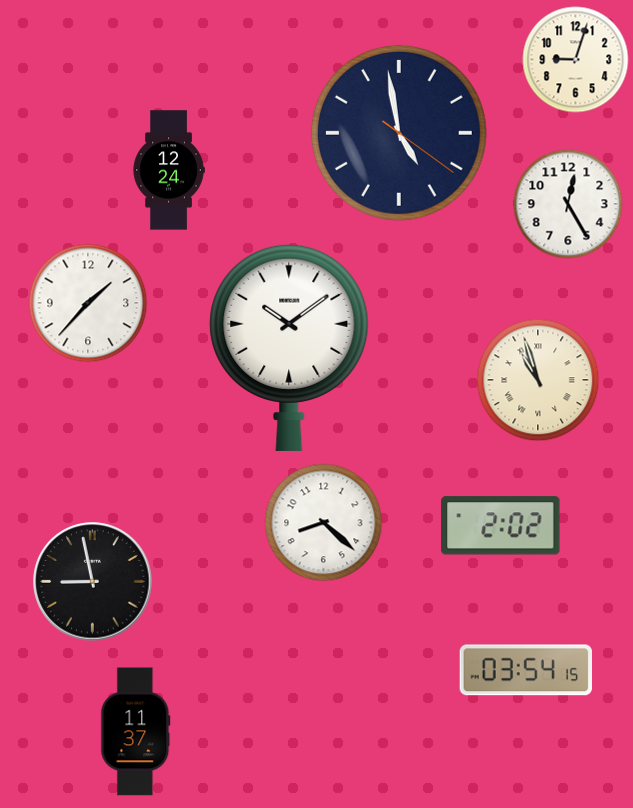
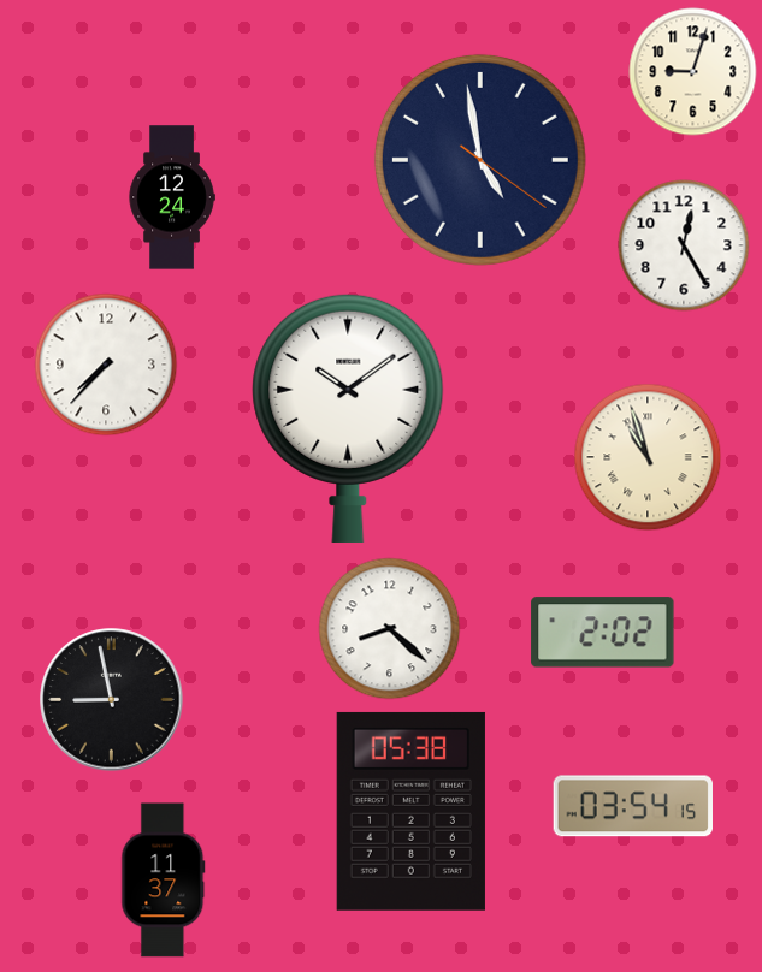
clock at (169, 170) position: (169, 170) -> (172, 197)
clock at (88, 303): 1:37 -> 7:37
clock at (410, 811): none -> 05:38
